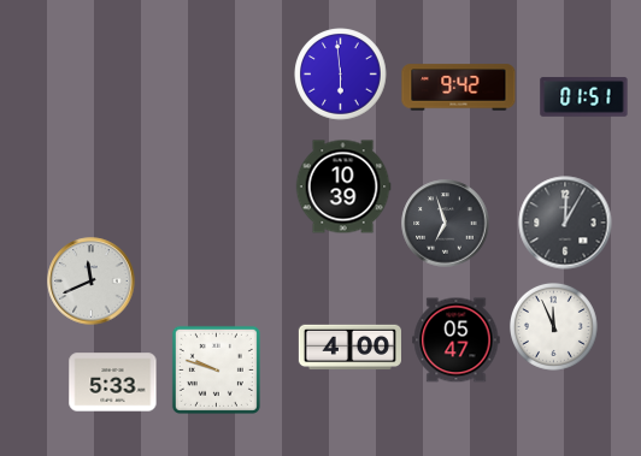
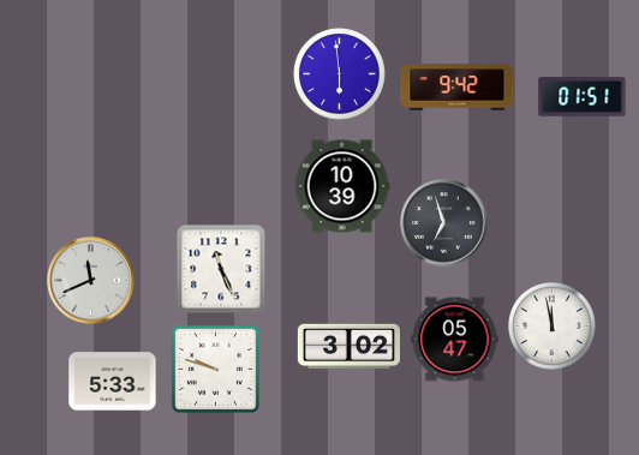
clock at (565, 223): 12:05 -> none
clock at (221, 269): none -> 11:26
clock at (553, 326): 11:56 -> 11:58
clock at (349, 348): 4:00 -> 3:02
